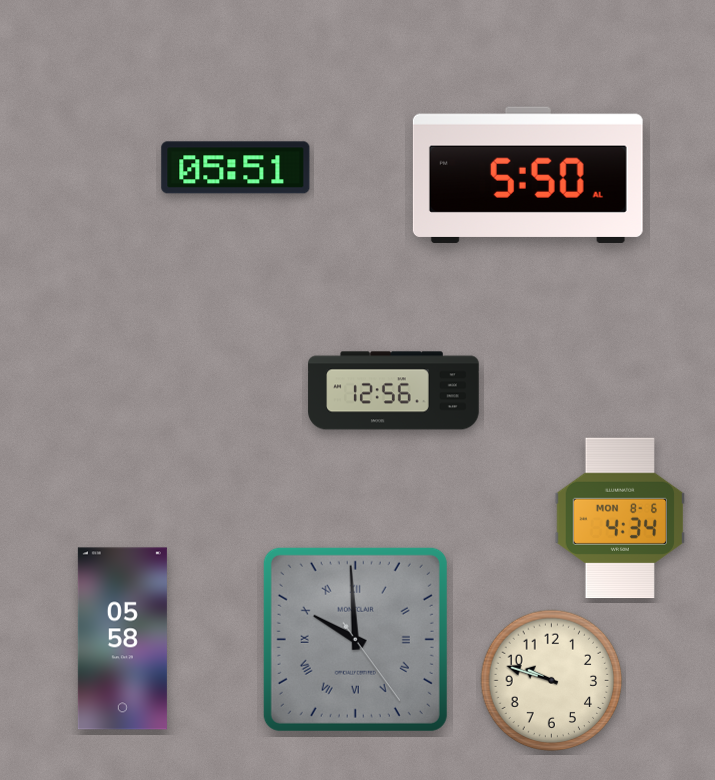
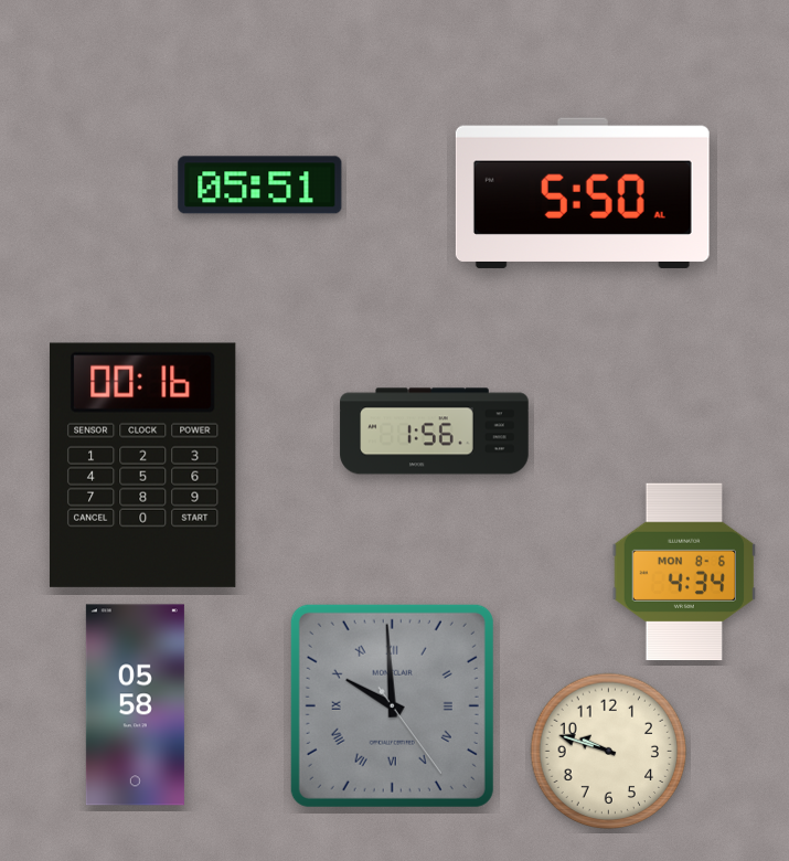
clock at (394, 391): 12:56 -> 1:56
clock at (142, 465): none -> 00:16
